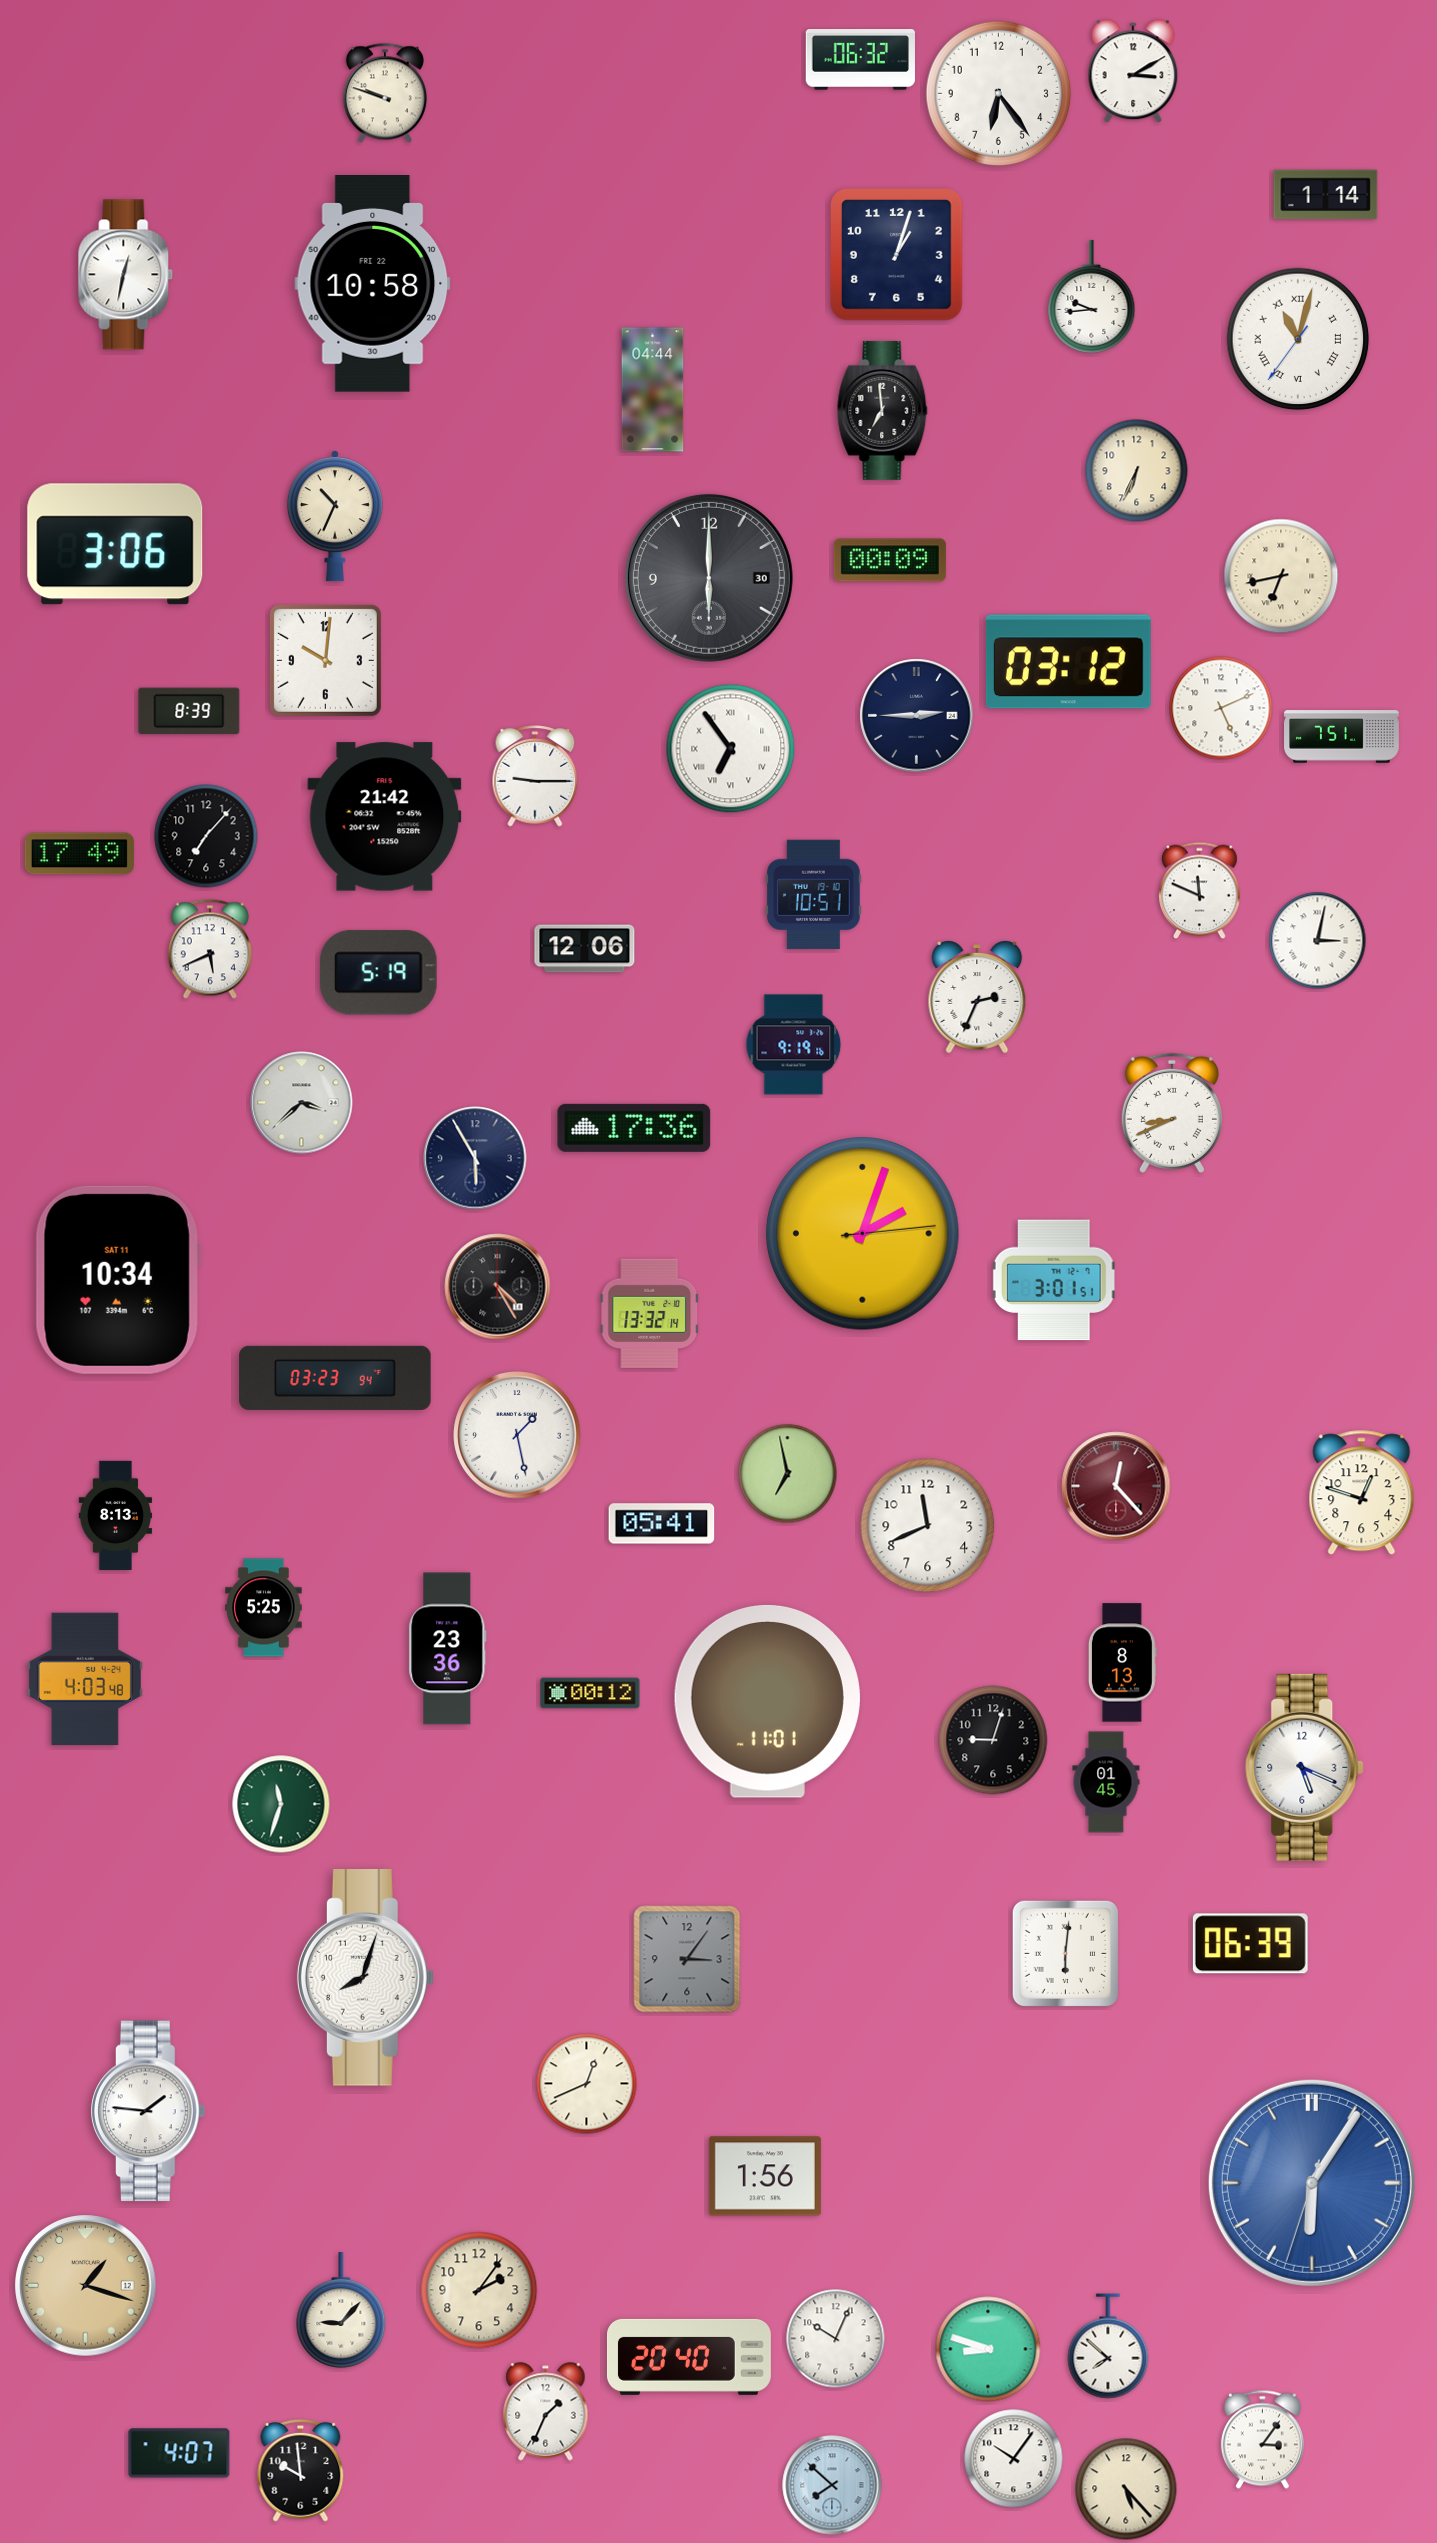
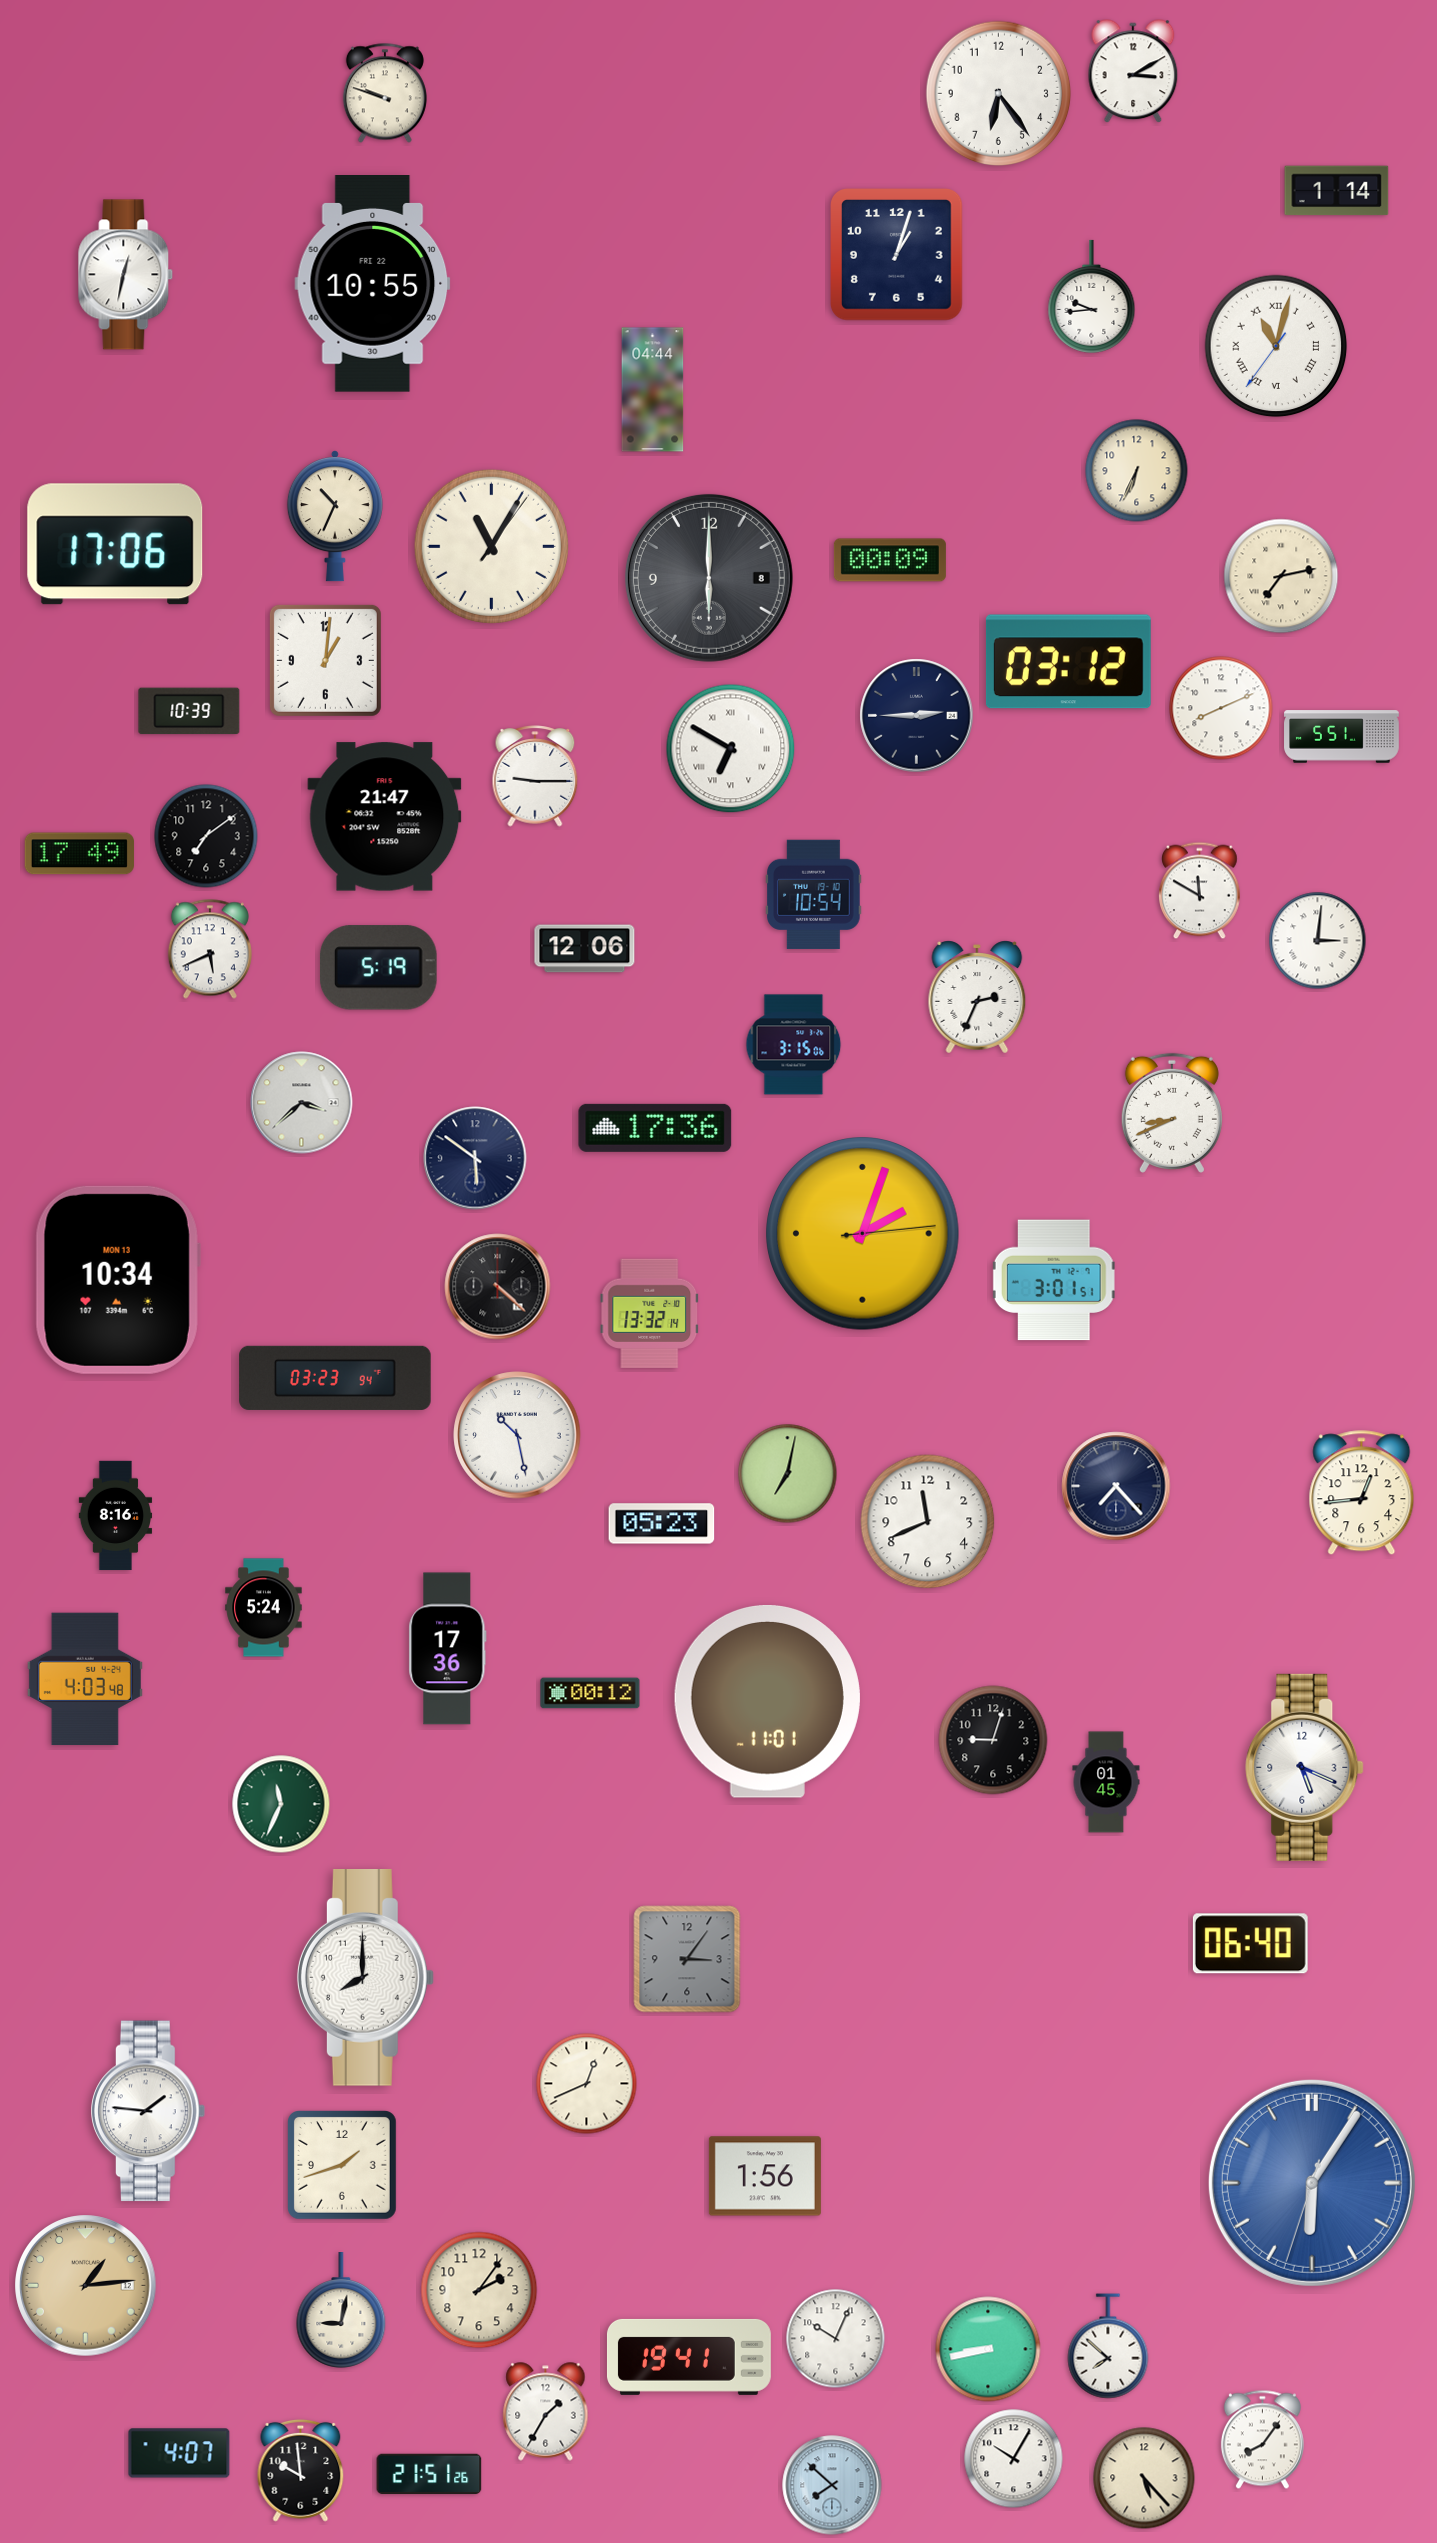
clock at (860, 60): 06:32 -> none
clock at (1326, 195) position: (1326, 195) -> (1337, 191)
clock at (373, 284): 10:58 -> 10:55
clock at (1298, 339) position: (1298, 339) -> (1276, 346)
clock at (883, 410): 6:59 -> none
clock at (115, 544): 3:06 -> 17:06
clock at (491, 546): none -> 11:05
clock at (1281, 576): 6:43 -> 7:13
clock at (709, 578) date: 30 -> 8
clock at (325, 660): 10:01 -> 1:01
clock at (1221, 708): 5:11 -> 8:11
clock at (189, 711): 8:39 -> 10:39
clock at (1342, 737): 7:51 -> 5:51
clock at (731, 749): 6:54 -> 6:50
clock at (385, 817): 21:42 -> 21:47
clock at (206, 836): 7:07 -> 7:09
clock at (1200, 891): 11:49 -> 11:50
clock at (814, 894): 10:51 -> 10:54
clock at (1318, 941): 3:02 -> 3:01
clock at (378, 973) position: (378, 973) -> (378, 968)
clock at (794, 1045): 9:19 -> 3:15
clock at (634, 1128) position: (634, 1128) -> (655, 1128)
clock at (475, 1158): 5:55 -> 5:51
clock at (118, 1280) date: SAT 11 -> MON 13
clock at (498, 1287): 4:25 -> 4:22
clock at (517, 1435): 1:28 -> 10:28
clock at (788, 1474): 6:58 -> 7:02
clock at (1116, 1486): 12:23 -> 7:23
clock at (1116, 1486) dial: burgundy -> navy
clock at (1362, 1493): 12:48 -> 12:44
clock at (116, 1516): 8:13 -> 8:16
clock at (662, 1524): 05:41 -> 05:23
clock at (928, 1526) position: (928, 1526) -> (928, 1522)
clock at (264, 1608): 5:25 -> 5:24
clock at (448, 1649): 23:36 -> 17:36
clock at (1122, 1663): 8:13 -> none
clock at (281, 1804): 11:33 -> 11:34
clock at (1250, 1944): 06:39 -> 06:40
clock at (1065, 1953): 6:01 -> none
clock at (365, 1978): 8:03 -> 8:00
clock at (343, 2166): none -> 1:42
clock at (86, 2286): 1:18 -> 1:14
clock at (341, 2310): 9:07 -> 9:02
clock at (988, 2349): 8:48 -> 8:43
clock at (689, 2357): 20:40 -> 19:41
clock at (546, 2412): 1:34 -> 1:35
clock at (1262, 2440): 3:06 -> 8:06
clock at (1014, 2459): 10:06 -> 10:05
clock at (429, 2474): none -> 21:51
clock at (1126, 2489) position: (1126, 2489) -> (1144, 2478)
